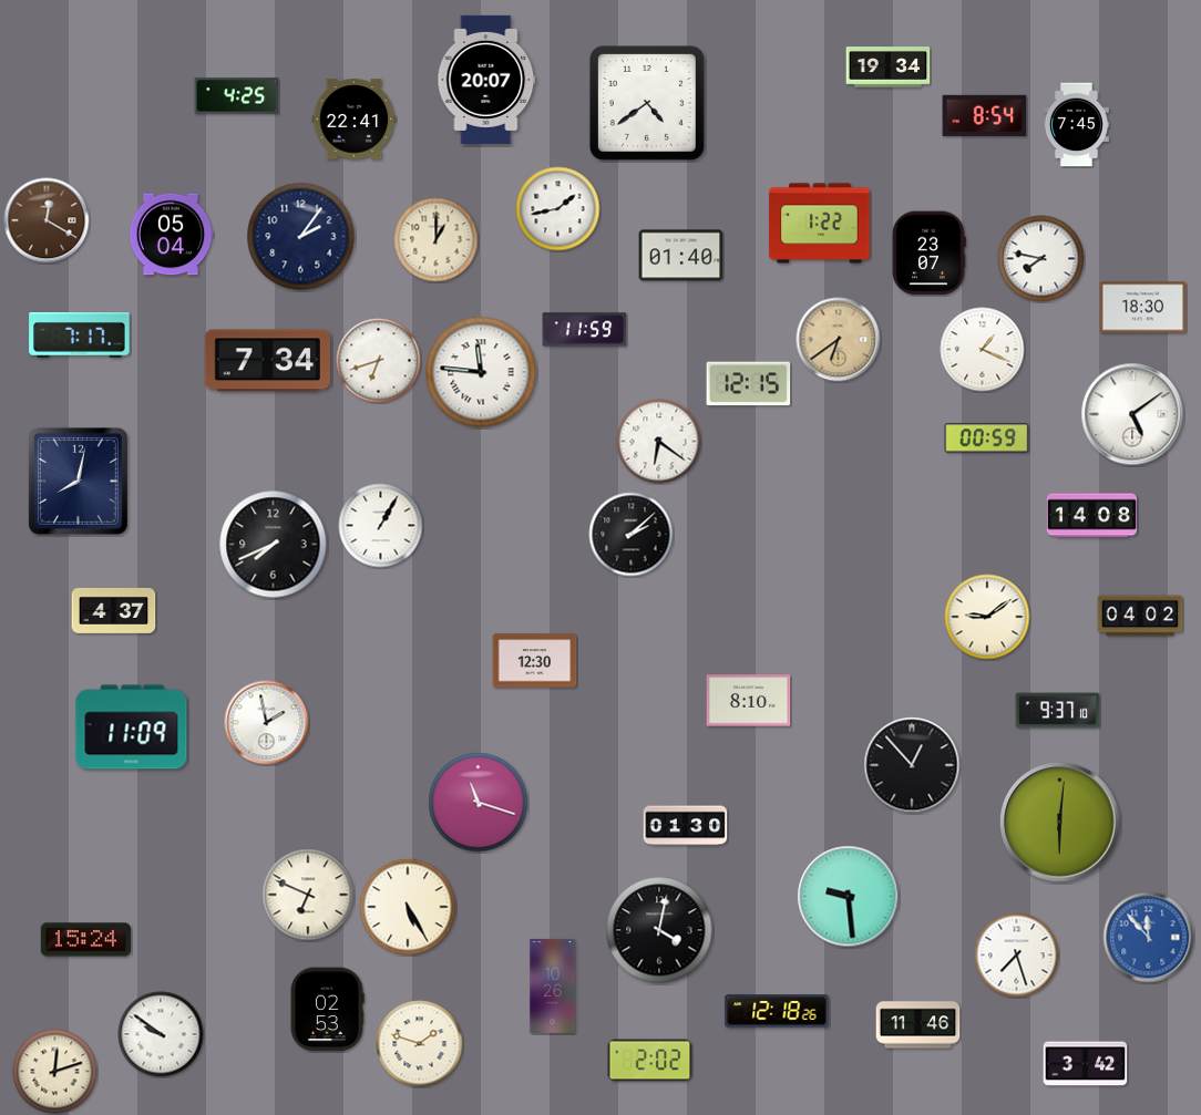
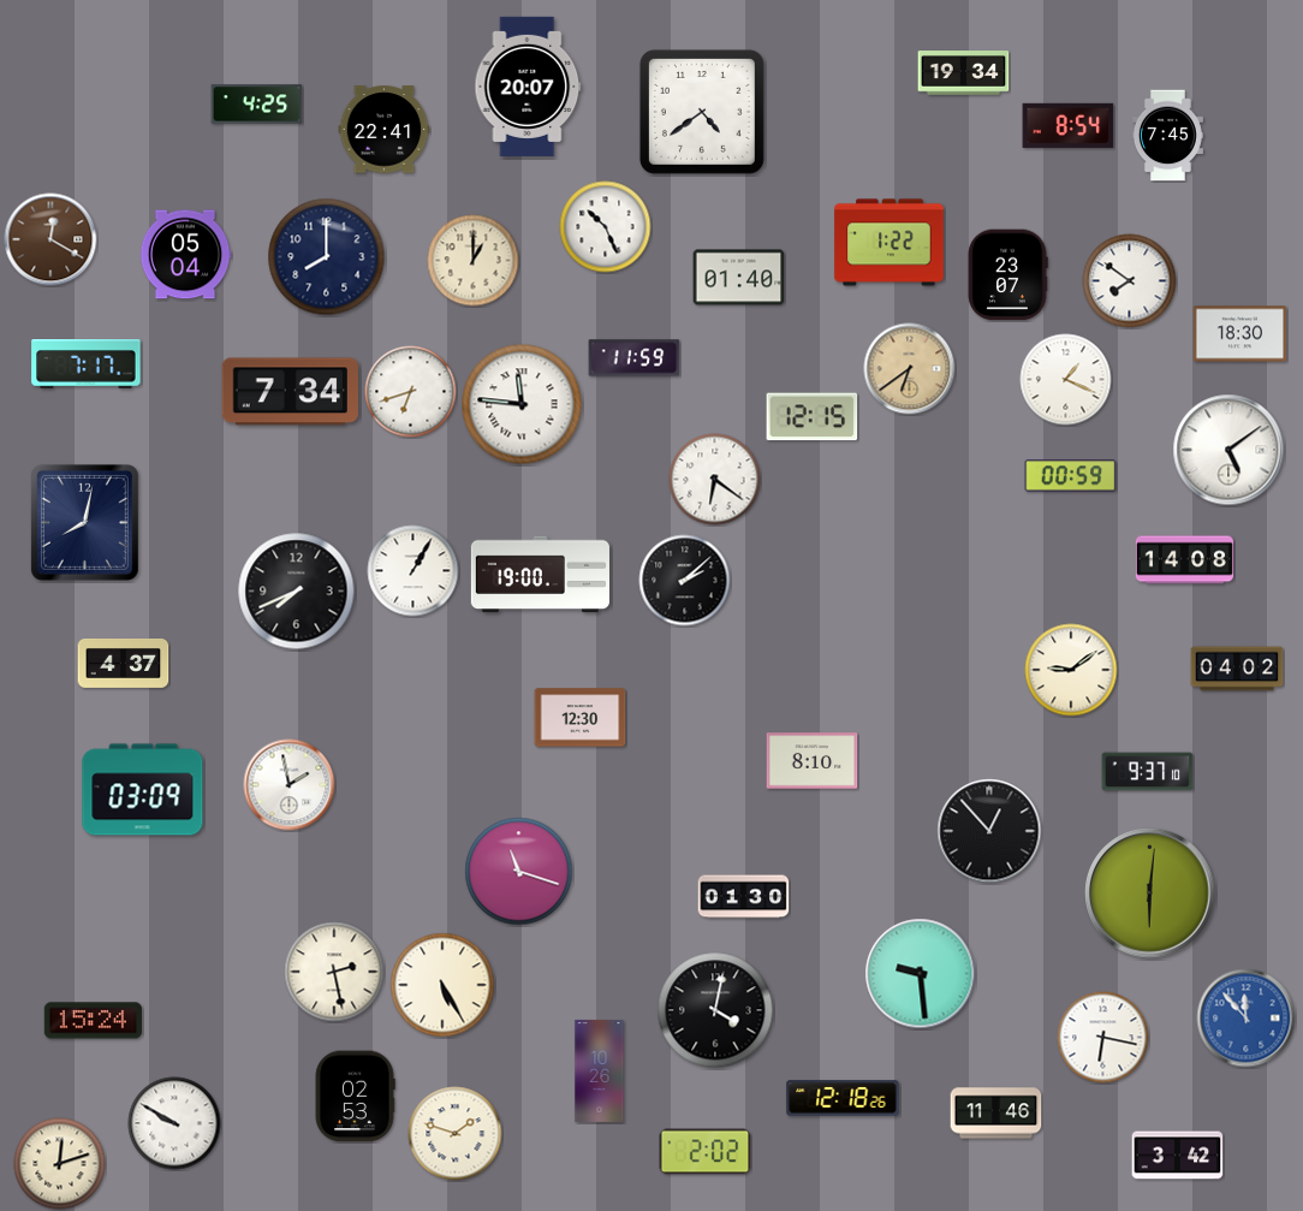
clock at (558, 209): 1:43 -> 10:26
clock at (301, 237): 2:06 -> 8:00
clock at (1041, 259): 7:47 -> 7:51
clock at (540, 575): none -> 19:00
clock at (132, 727): 11:09 -> 03:09
clock at (308, 895): 6:49 -> 2:28
clock at (1017, 956): 7:27 -> 6:17
clock at (161, 1034): 9:51 -> 9:50
